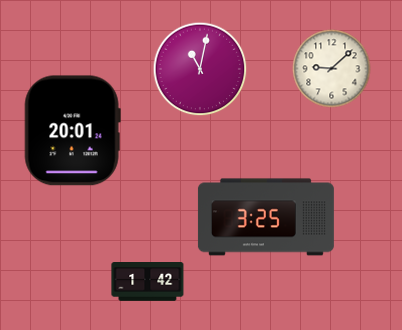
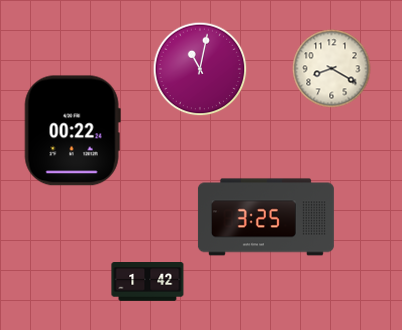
clock at (332, 69): 9:08 -> 8:20
clock at (72, 131): 20:01 -> 00:22
